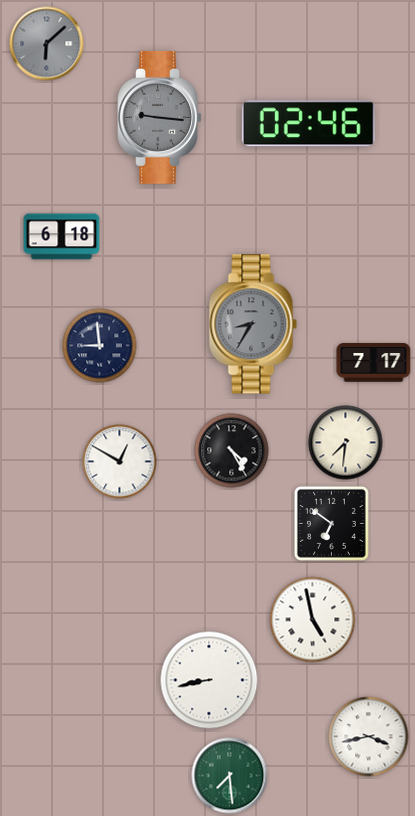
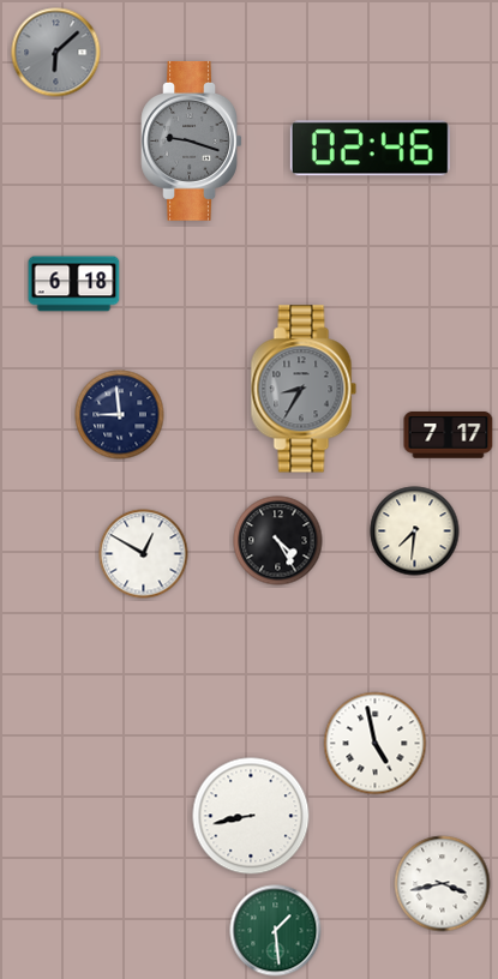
clock at (159, 117): 9:16 -> 9:18
clock at (331, 523): 6:51 -> none
clock at (230, 776): 7:29 -> 1:29
